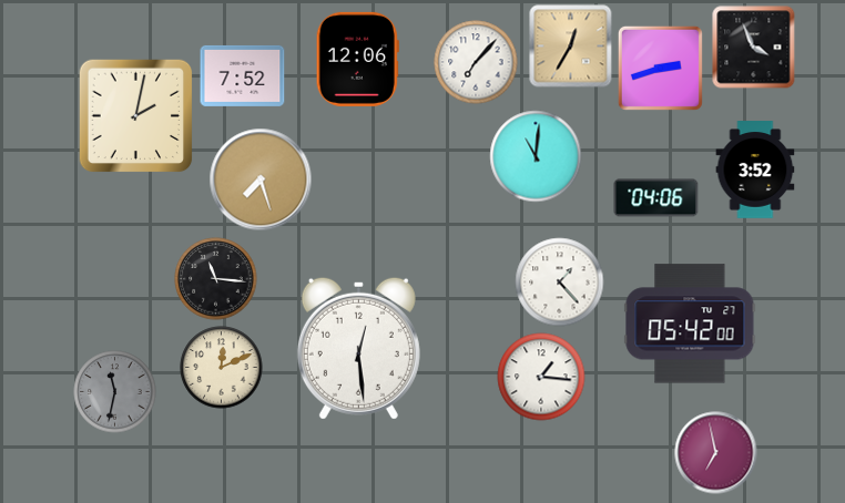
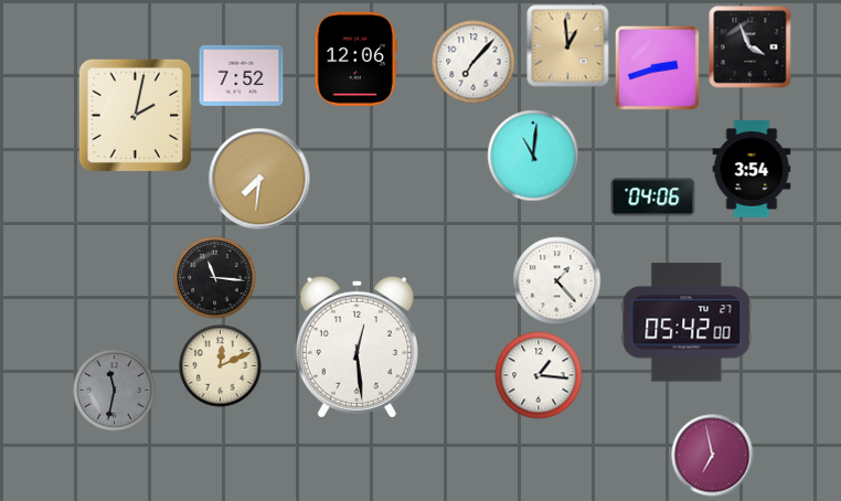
clock at (571, 47): 12:35 -> 12:59
clock at (755, 170): 3:52 -> 3:54
clock at (261, 179): 7:27 -> 7:31
clock at (716, 453) position: (716, 453) -> (713, 456)
